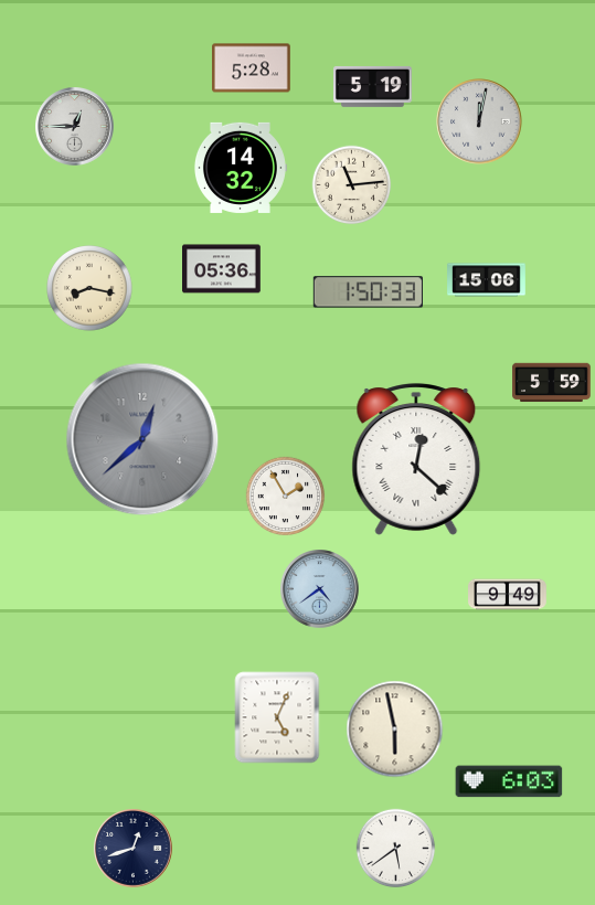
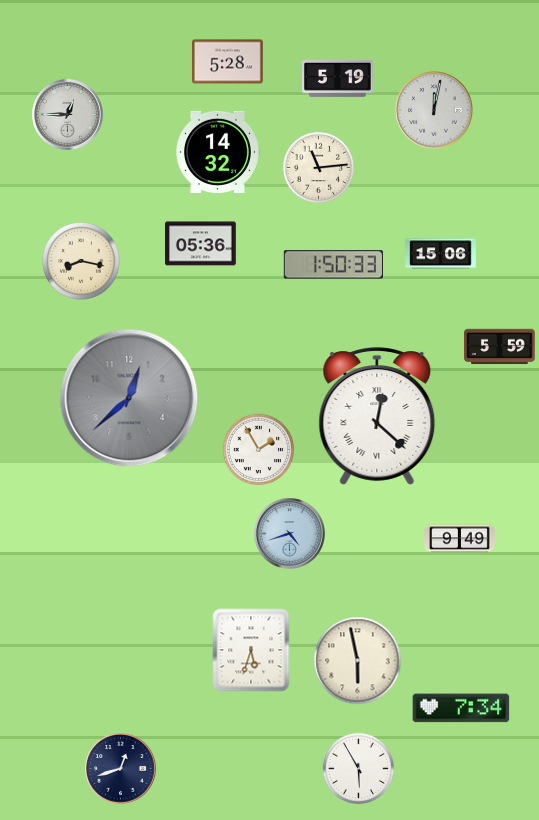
clock at (320, 589): 4:39 -> 4:42
clock at (277, 717): 5:04 -> 5:33
clock at (509, 781): 6:03 -> 7:34
clock at (396, 849): 5:39 -> 5:55
